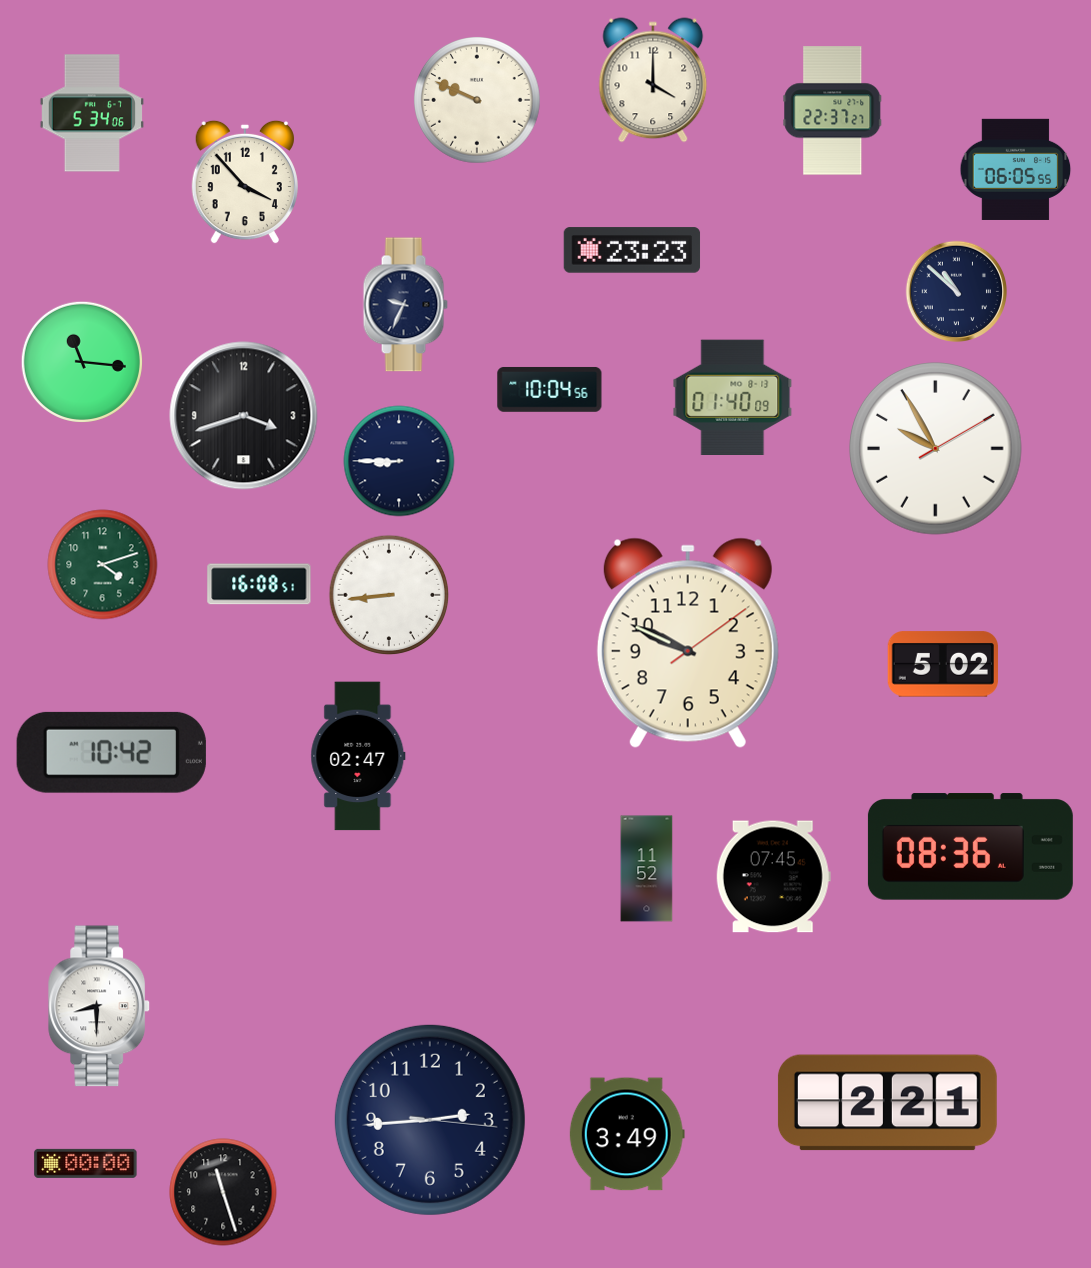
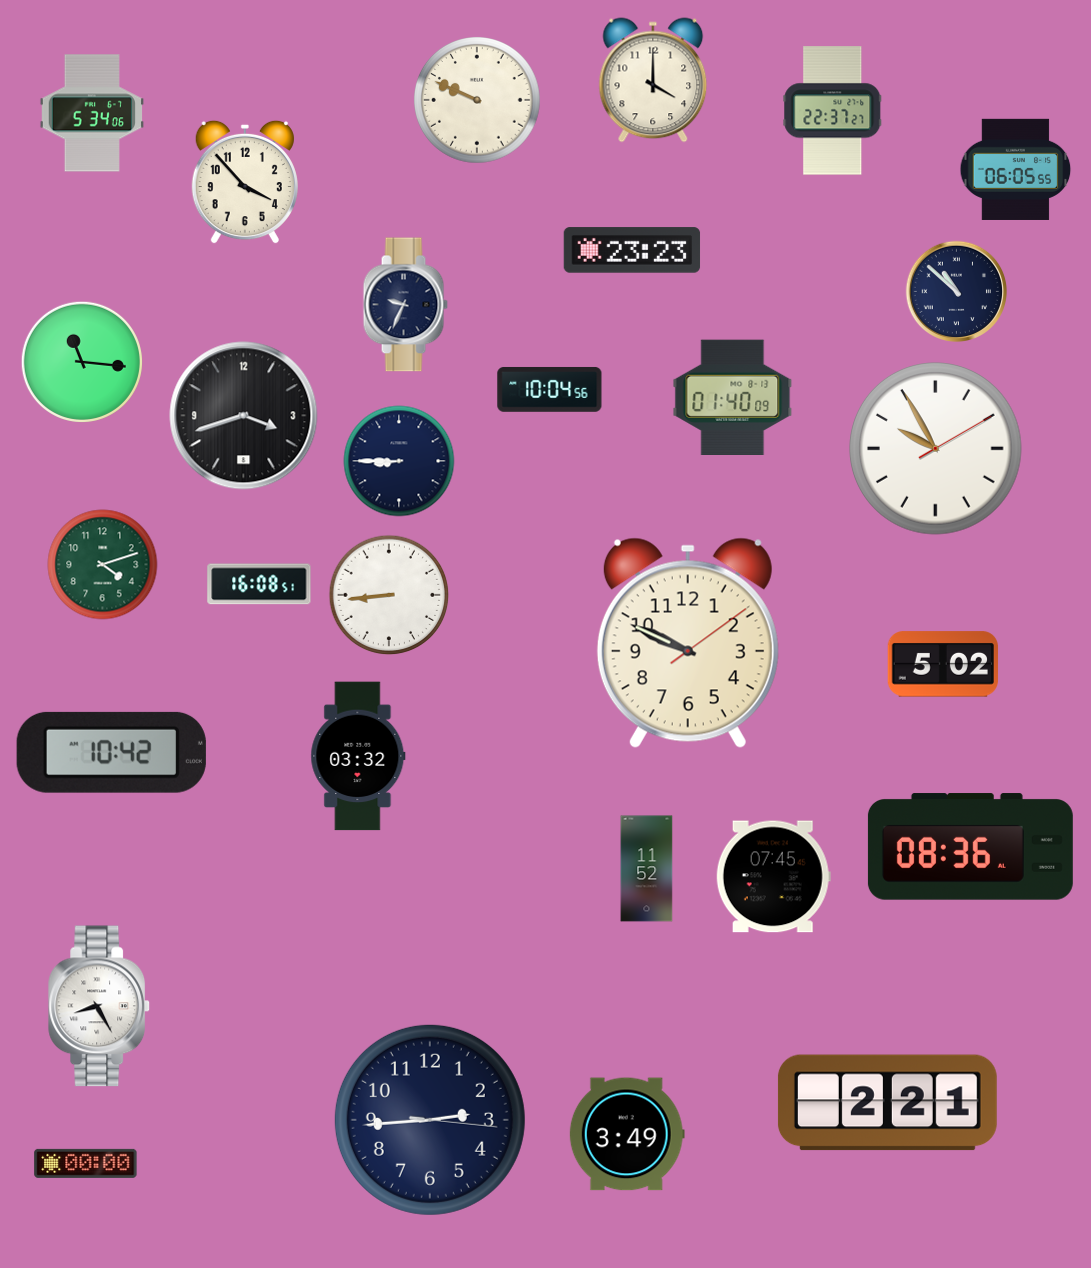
clock at (358, 756): 02:47 -> 03:32
clock at (99, 1006): 8:30 -> 8:25
clock at (223, 1192): 11:27 -> none
